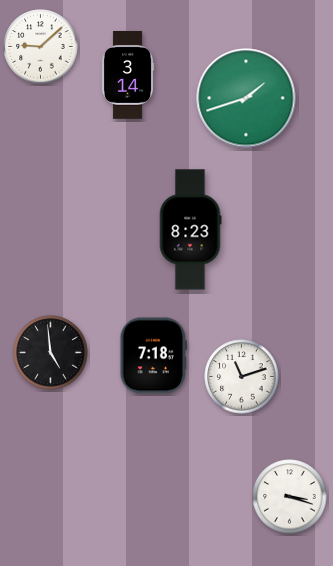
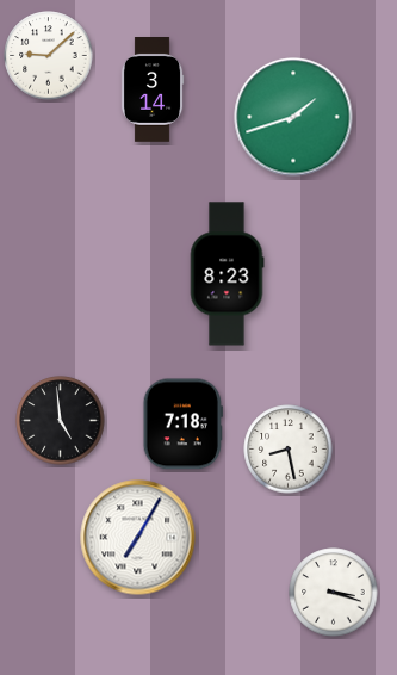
clock at (242, 377): 11:12 -> 8:28
clock at (138, 538): none -> 7:05
clock at (290, 497) position: (290, 497) -> (334, 593)
